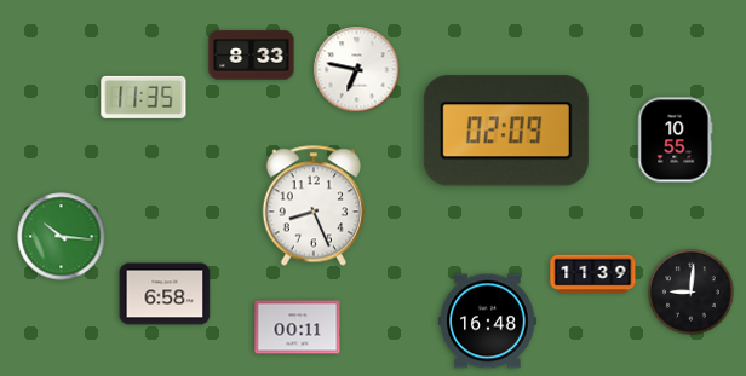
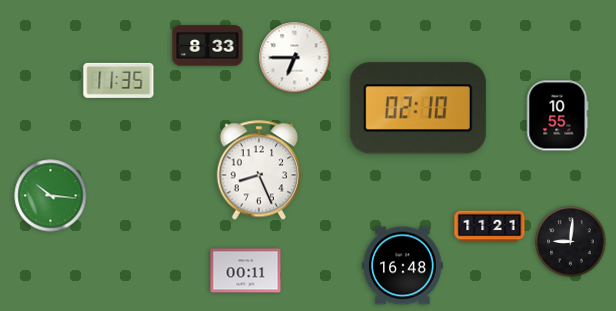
clock at (357, 70): 6:47 -> 6:45
clock at (506, 131): 02:09 -> 02:10
clock at (593, 274): 11:39 -> 11:21
clock at (165, 294): 6:58 -> none
